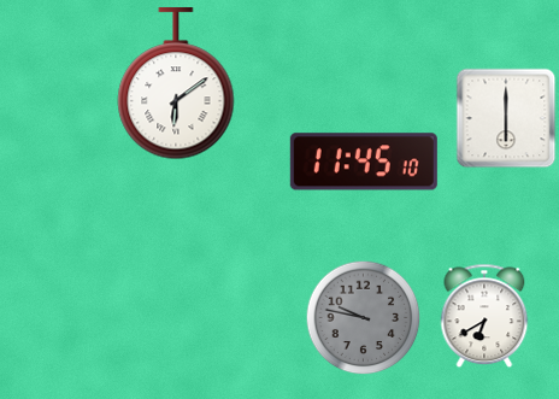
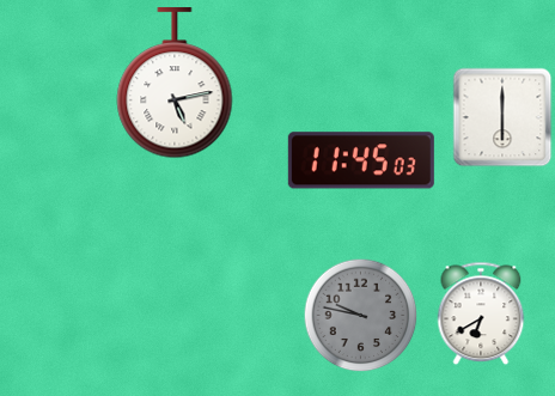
clock at (176, 84): 6:09 -> 5:13
clock at (364, 162): 11:45:10 -> 11:45:03
